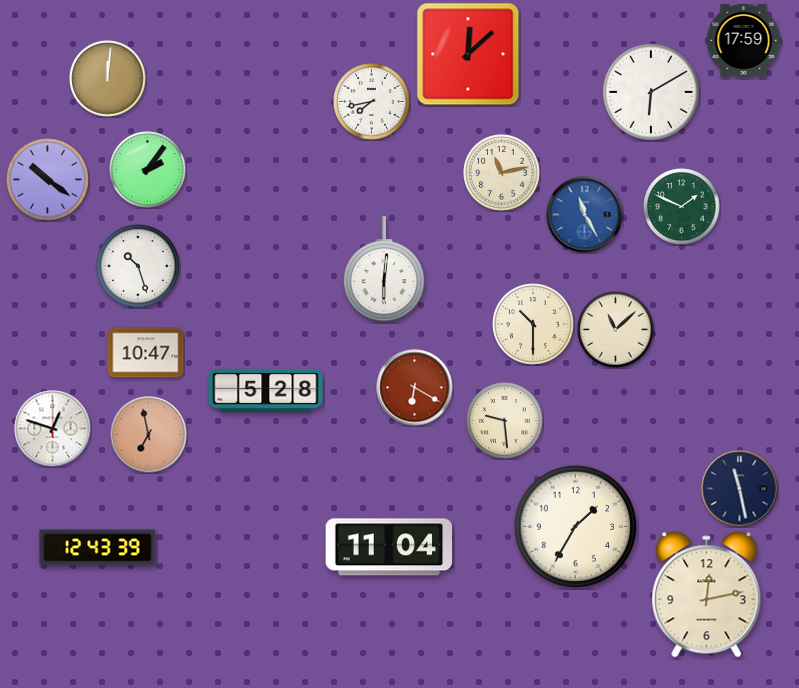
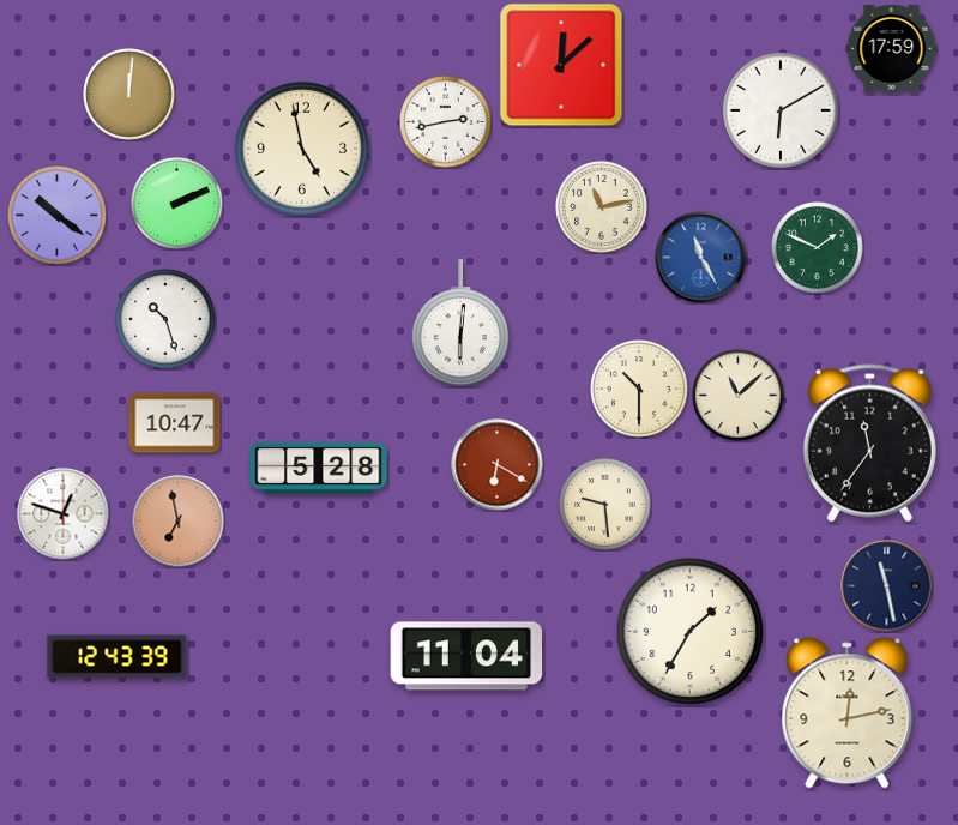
clock at (372, 102): 7:43 -> 2:43
clock at (302, 149): none -> 4:58
clock at (148, 170): 2:06 -> 2:11
clock at (869, 444): none -> 11:36
